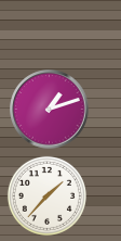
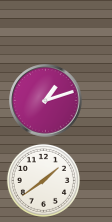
clock at (46, 195): 1:37 -> 1:39
